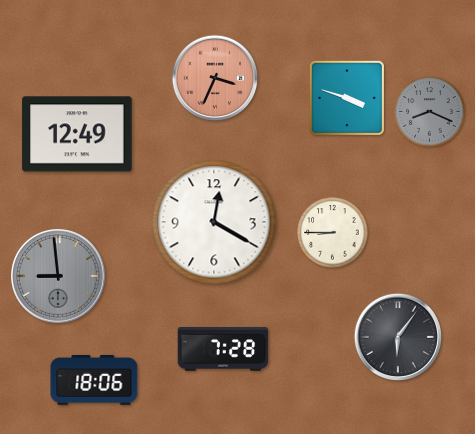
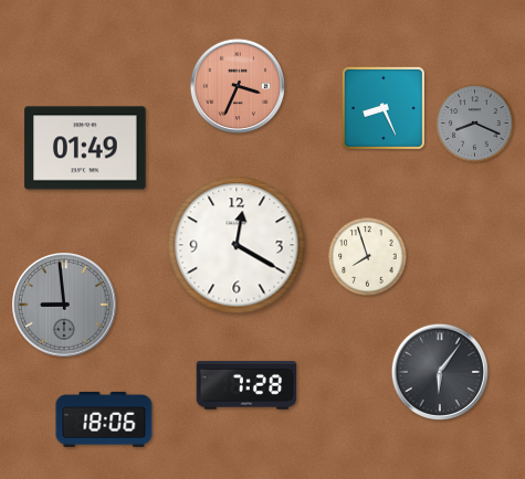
clock at (347, 98): 3:48 -> 8:26
clock at (77, 134): 12:49 -> 01:49
clock at (333, 233): 8:45 -> 7:57
